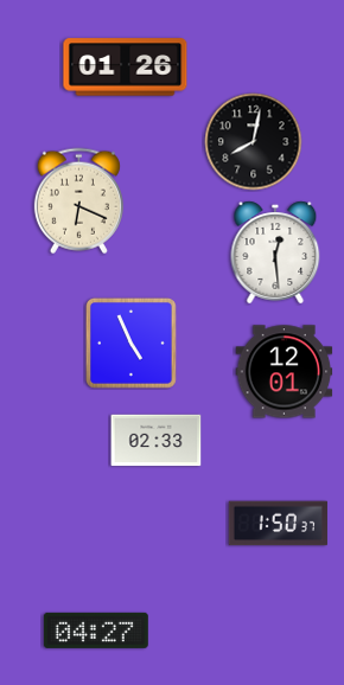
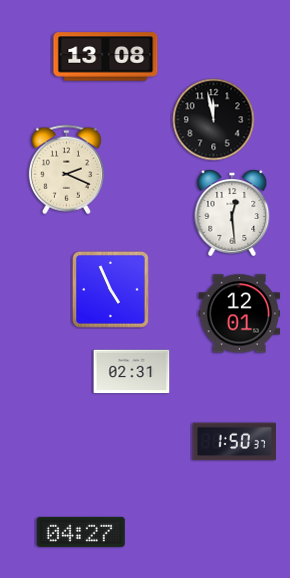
clock at (126, 68): 01:26 -> 13:08
clock at (254, 142): 8:02 -> 11:58
clock at (78, 201): 6:19 -> 2:19
clock at (157, 441): 02:33 -> 02:31
